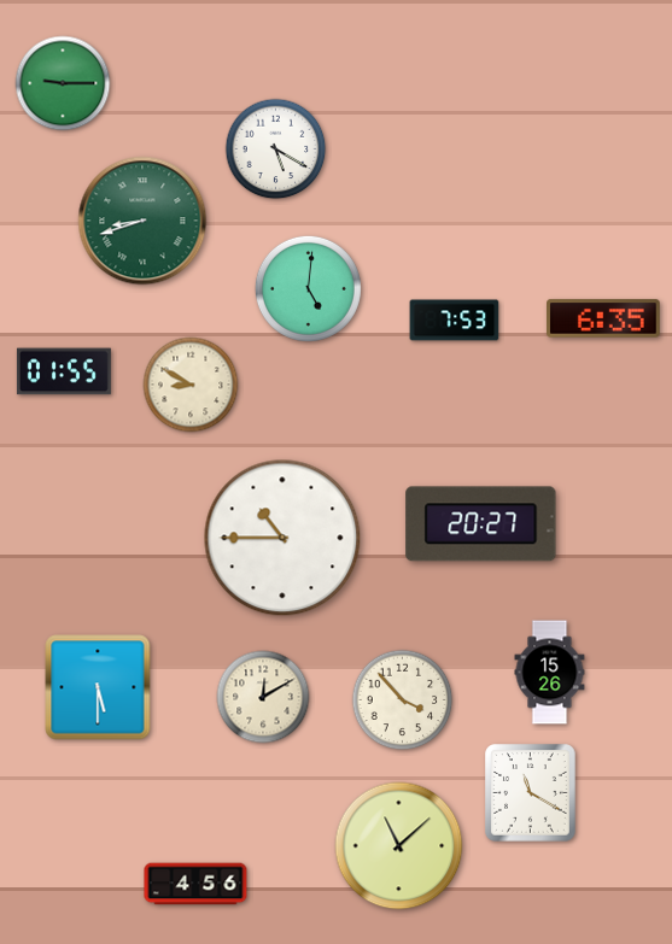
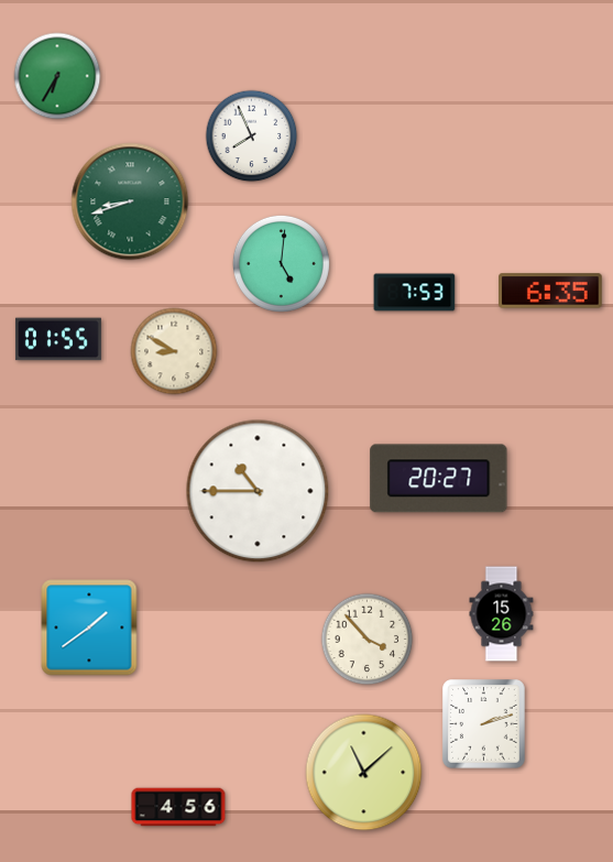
clock at (63, 83): 9:15 -> 6:35
clock at (276, 149): 5:20 -> 7:56
clock at (98, 687): 5:30 -> 1:39
clock at (263, 697): 12:10 -> none
clock at (531, 793): 11:20 -> 2:12
